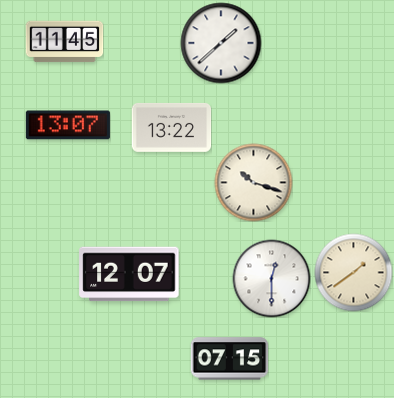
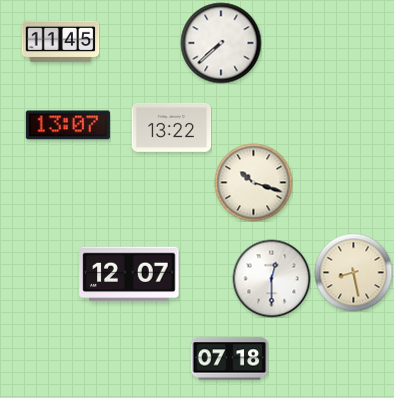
clock at (64, 42) position: (64, 42) -> (60, 42)
clock at (221, 43): 1:38 -> 7:38
clock at (353, 272): 1:39 -> 8:28
clock at (229, 359): 07:15 -> 07:18
